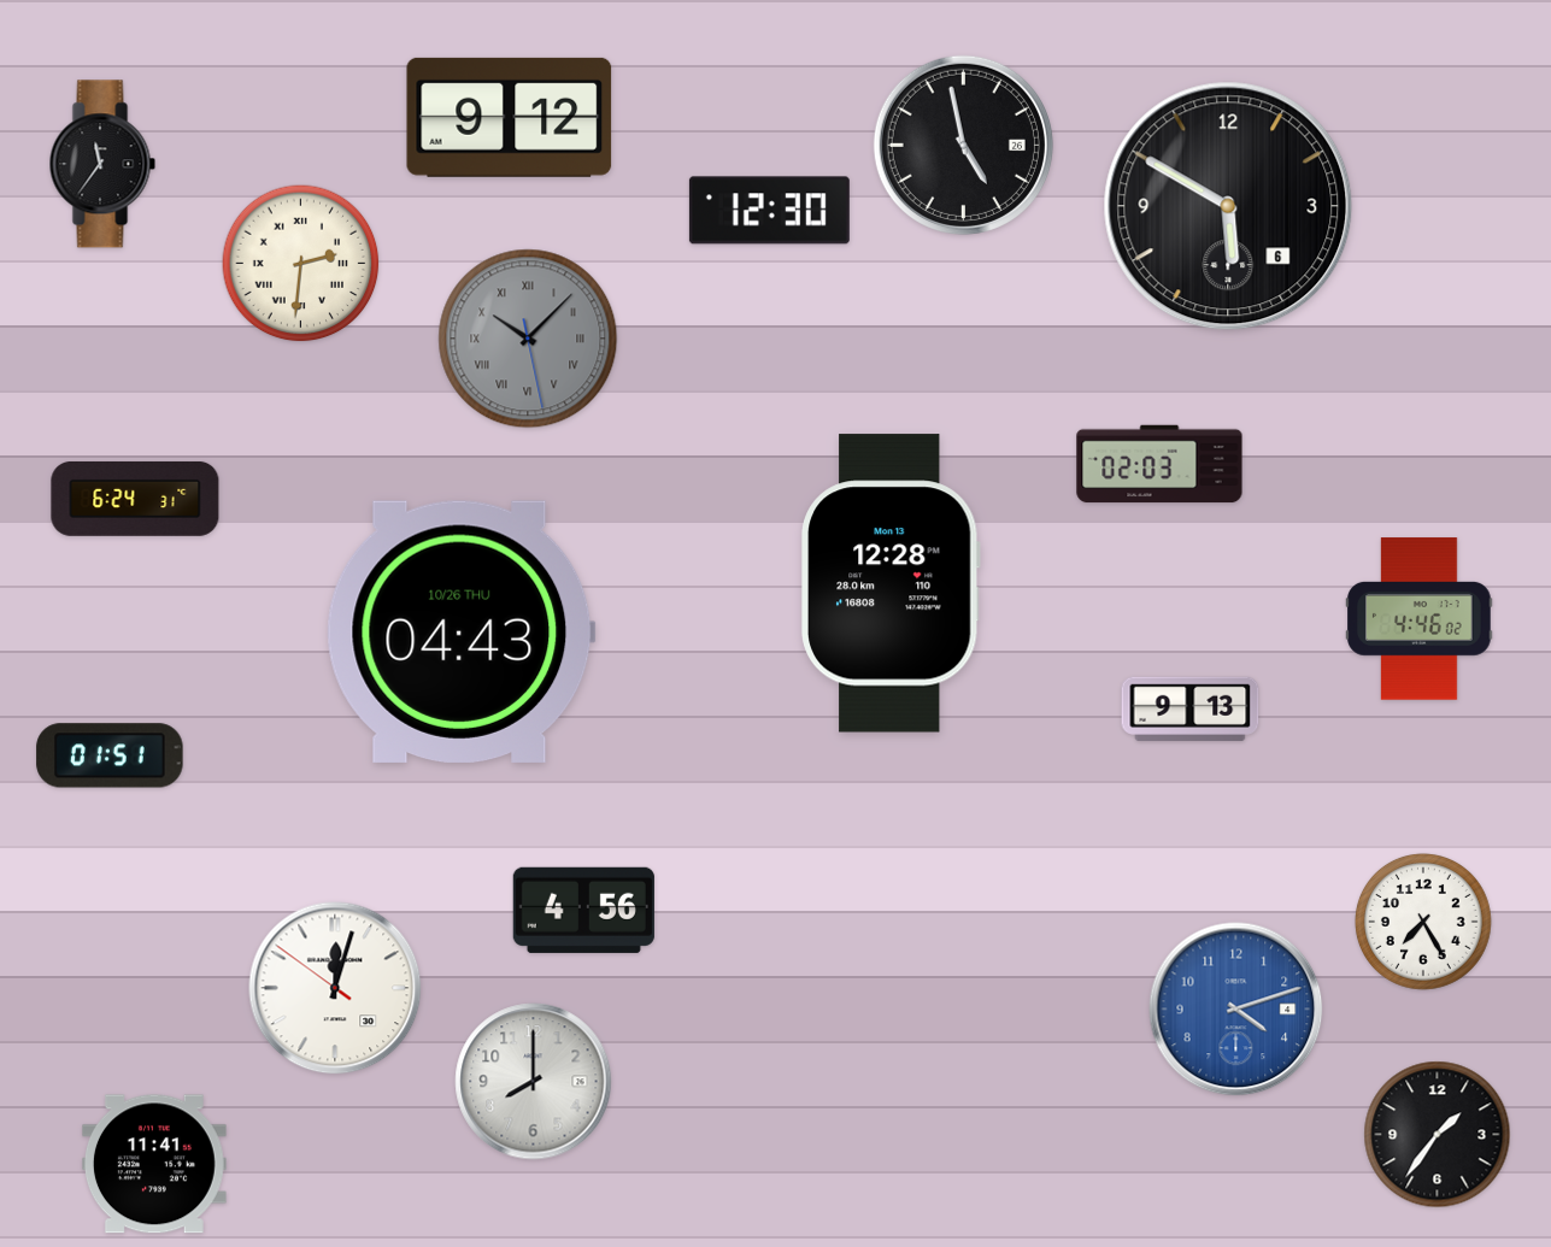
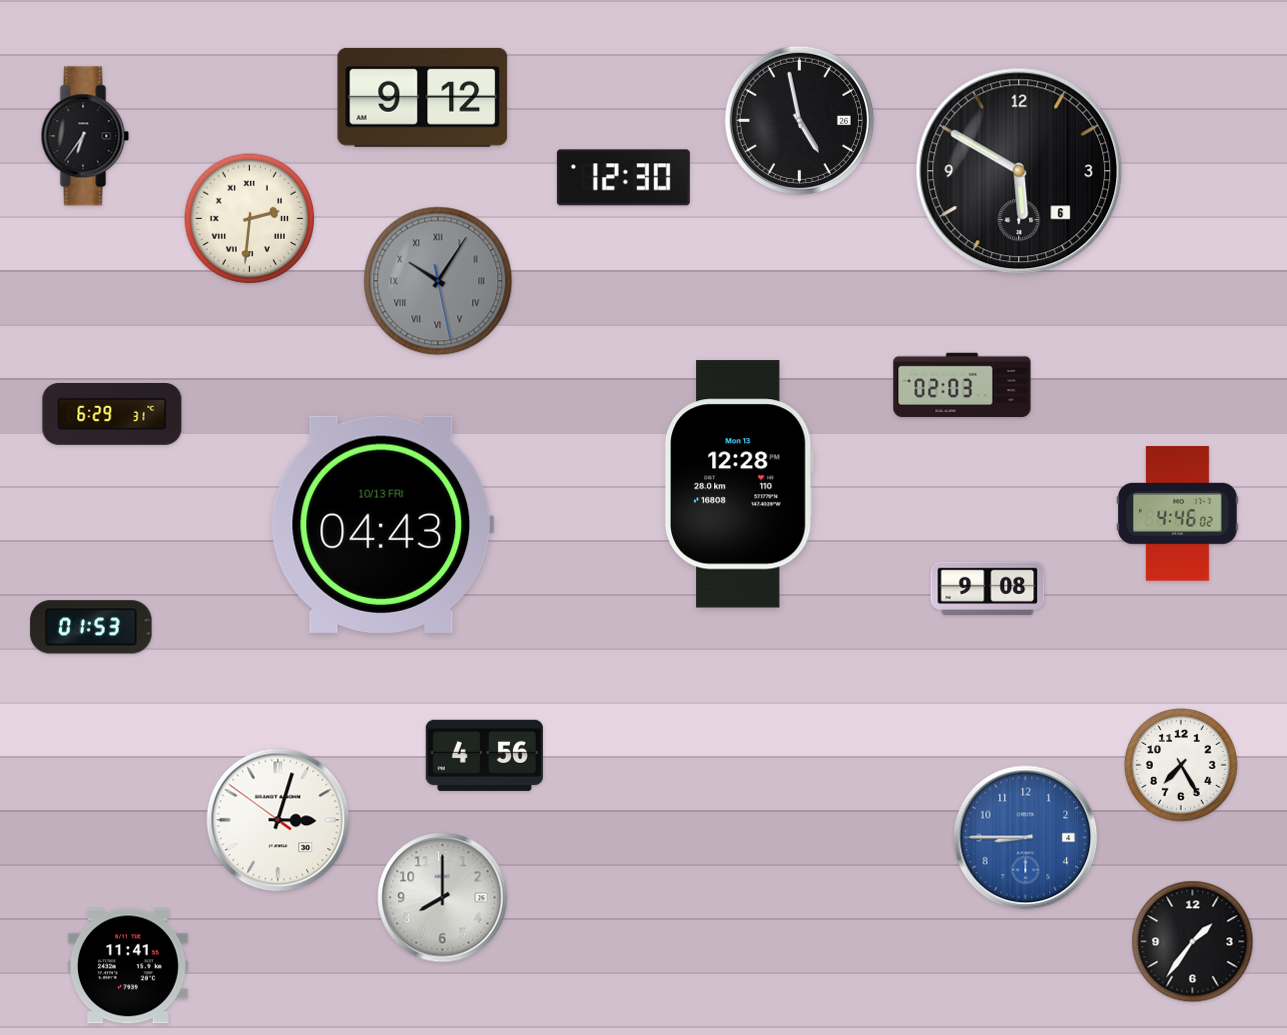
clock at (102, 164): 11:36 -> 6:36
clock at (769, 211) position: (769, 211) -> (623, 178)
clock at (528, 339): 10:07 -> 10:05
clock at (135, 499): 6:24 -> 6:29
clock at (460, 631) date: 10/26 THU -> 10/13 FRI
clock at (1191, 708): 9:13 -> 9:08
clock at (110, 755): 01:51 -> 01:53
clock at (335, 988): 12:02 -> 3:02
clock at (1236, 1010): 4:12 -> 8:45
